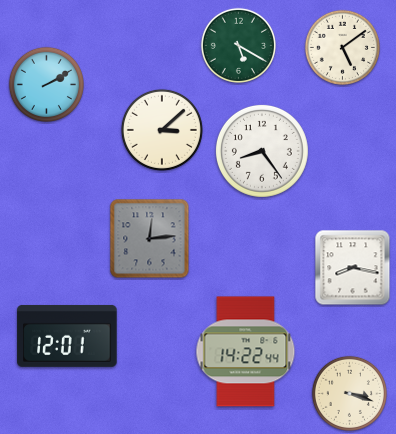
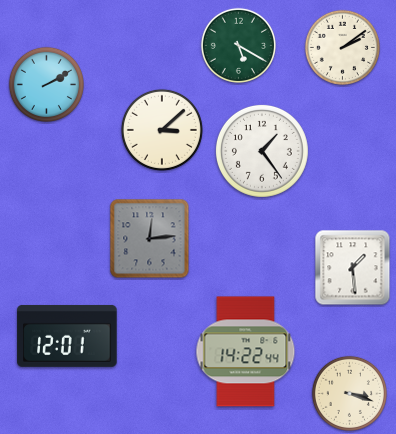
clock at (342, 47): 5:09 -> 2:09
clock at (262, 151): 8:24 -> 1:24
clock at (353, 268): 8:17 -> 1:29
